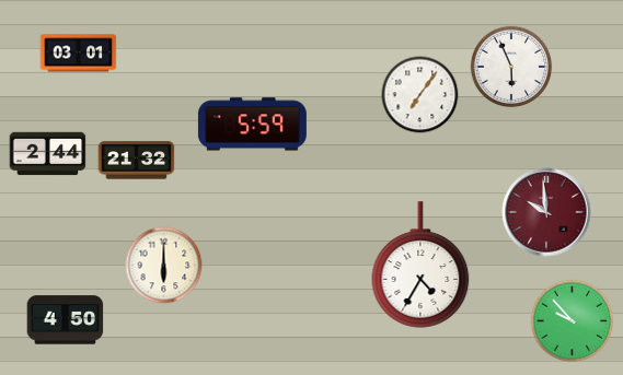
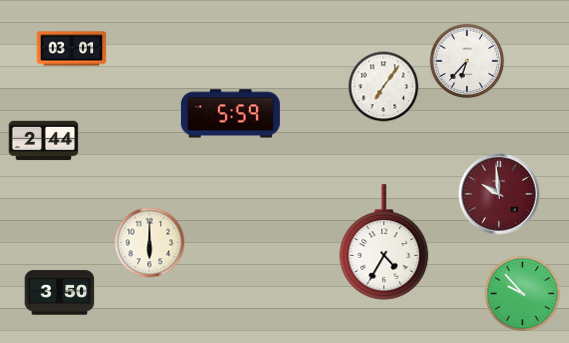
clock at (511, 67): 5:56 -> 6:37
clock at (137, 161): 21:32 -> none
clock at (66, 320): 4:50 -> 3:50
